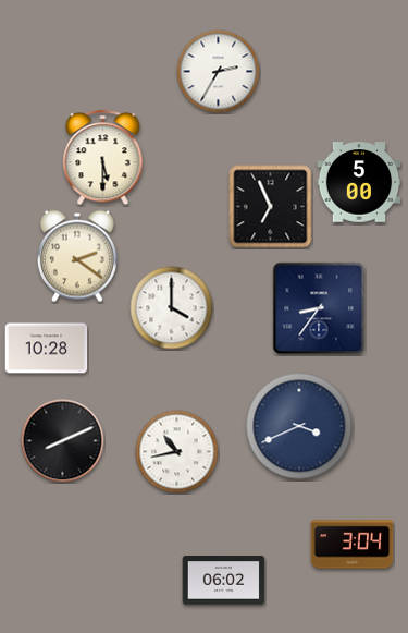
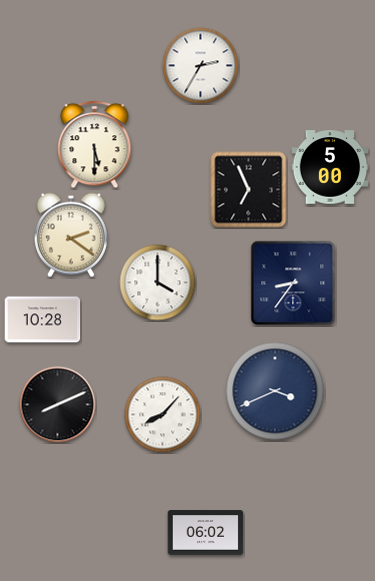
clock at (177, 452): 10:43 -> 8:07
clock at (353, 545): 3:04 -> none
